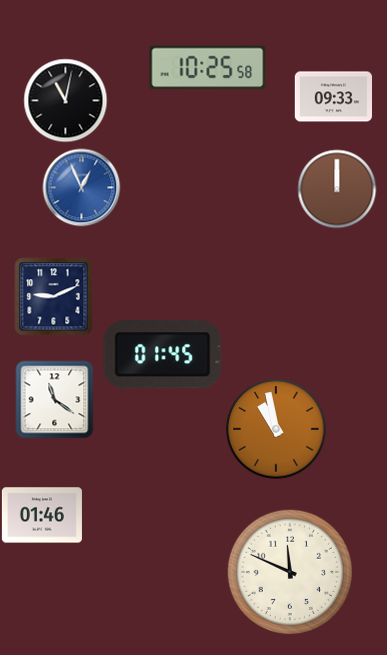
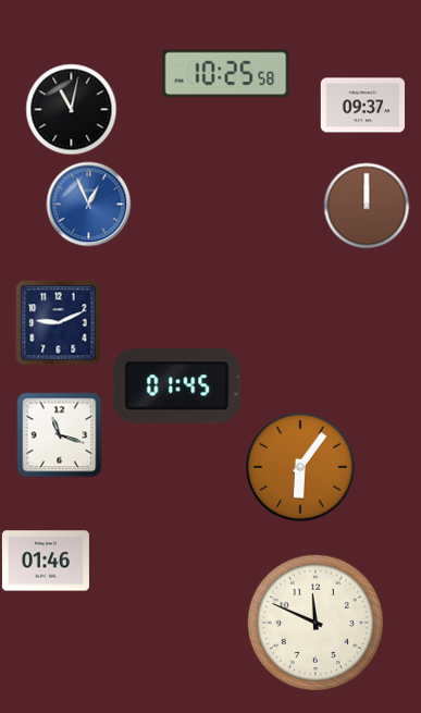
clock at (333, 97): 09:33 -> 09:37
clock at (54, 399): 11:21 -> 11:18
clock at (276, 429): 10:58 -> 6:06
